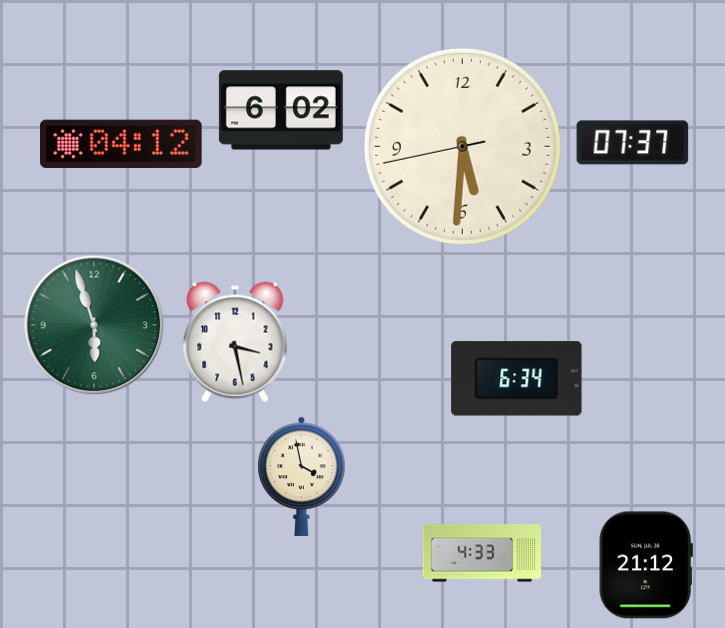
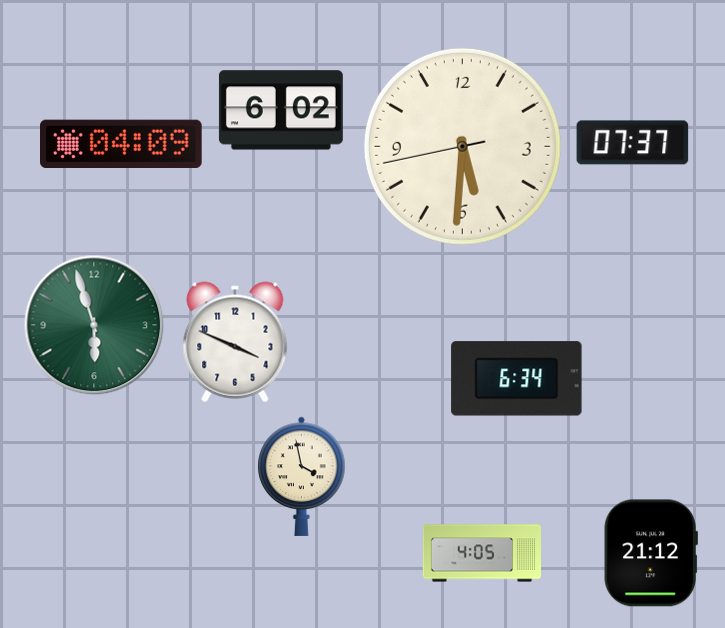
clock at (122, 143): 04:12 -> 04:09
clock at (235, 342): 3:28 -> 3:49
clock at (481, 553): 4:33 -> 4:05
clock at (646, 565) position: (646, 565) -> (651, 553)
